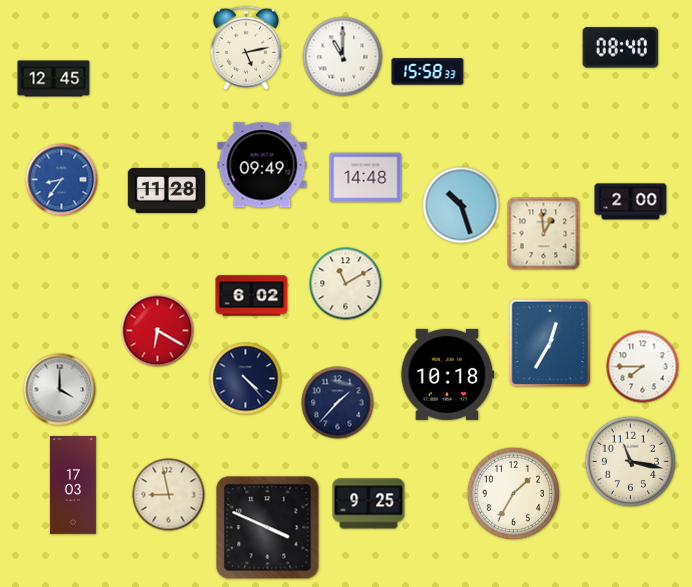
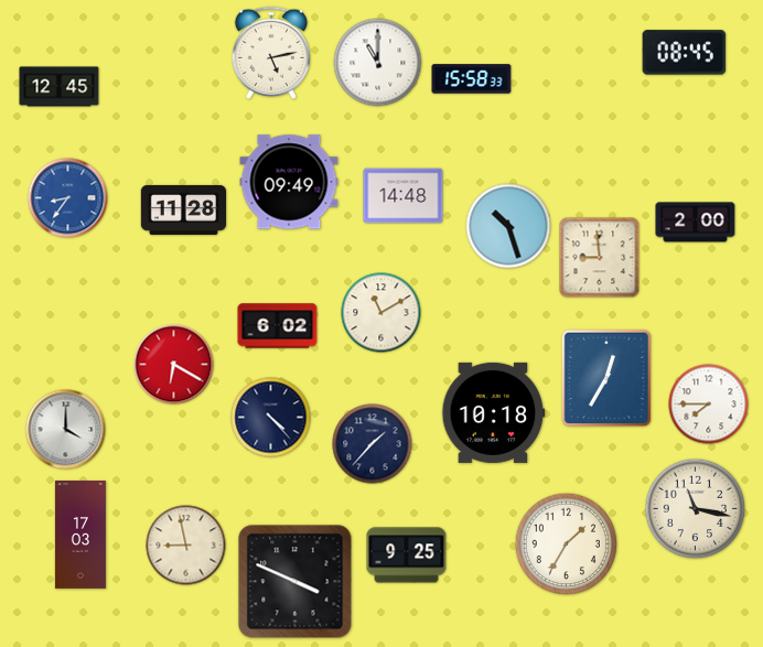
clock at (621, 48): 08:40 -> 08:45
clock at (544, 234): 12:59 -> 8:59
